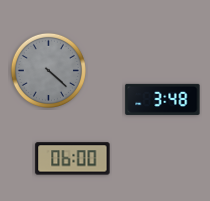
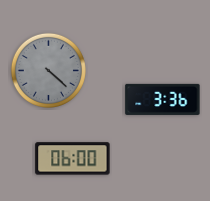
clock at (163, 99): 3:48 -> 3:36
